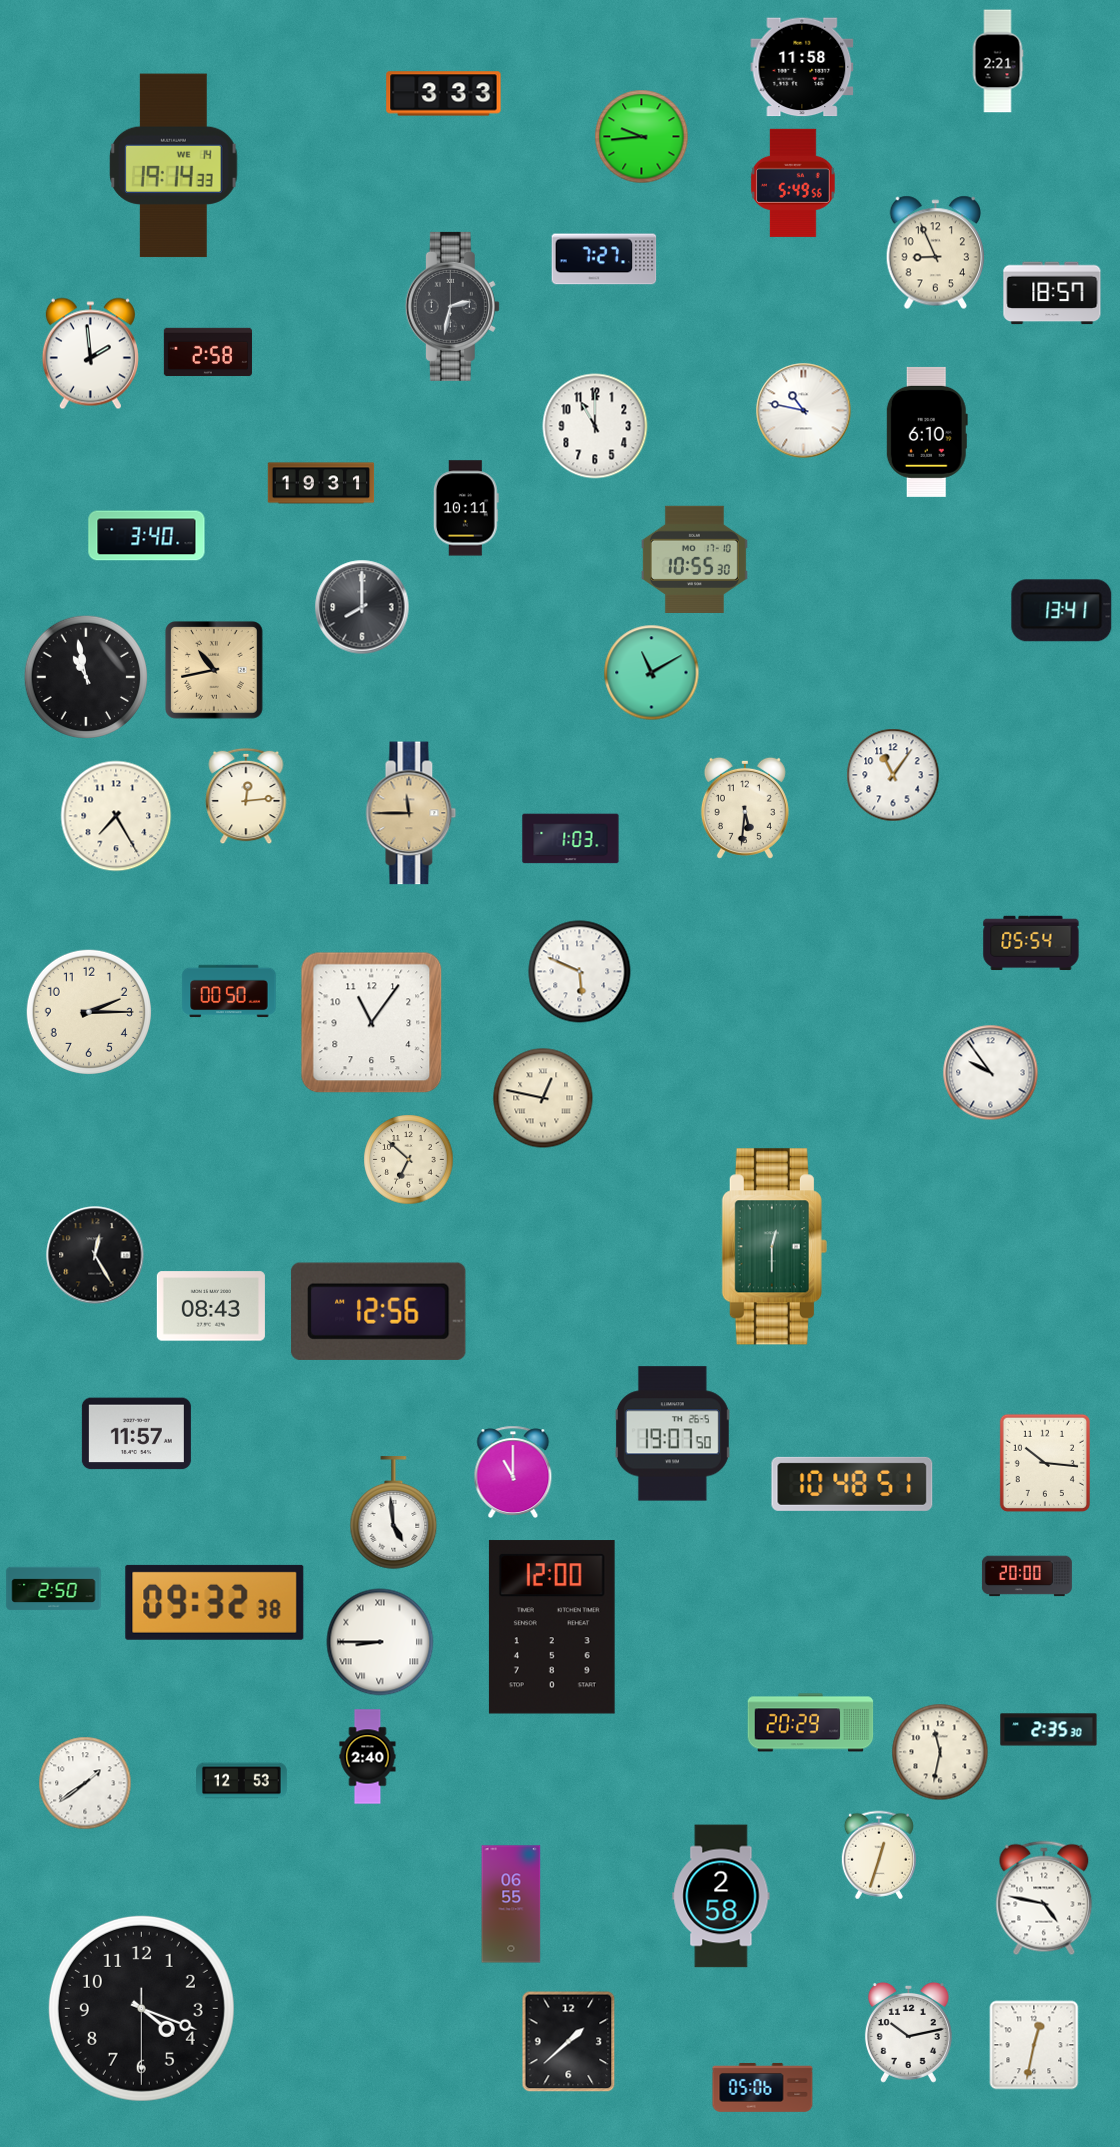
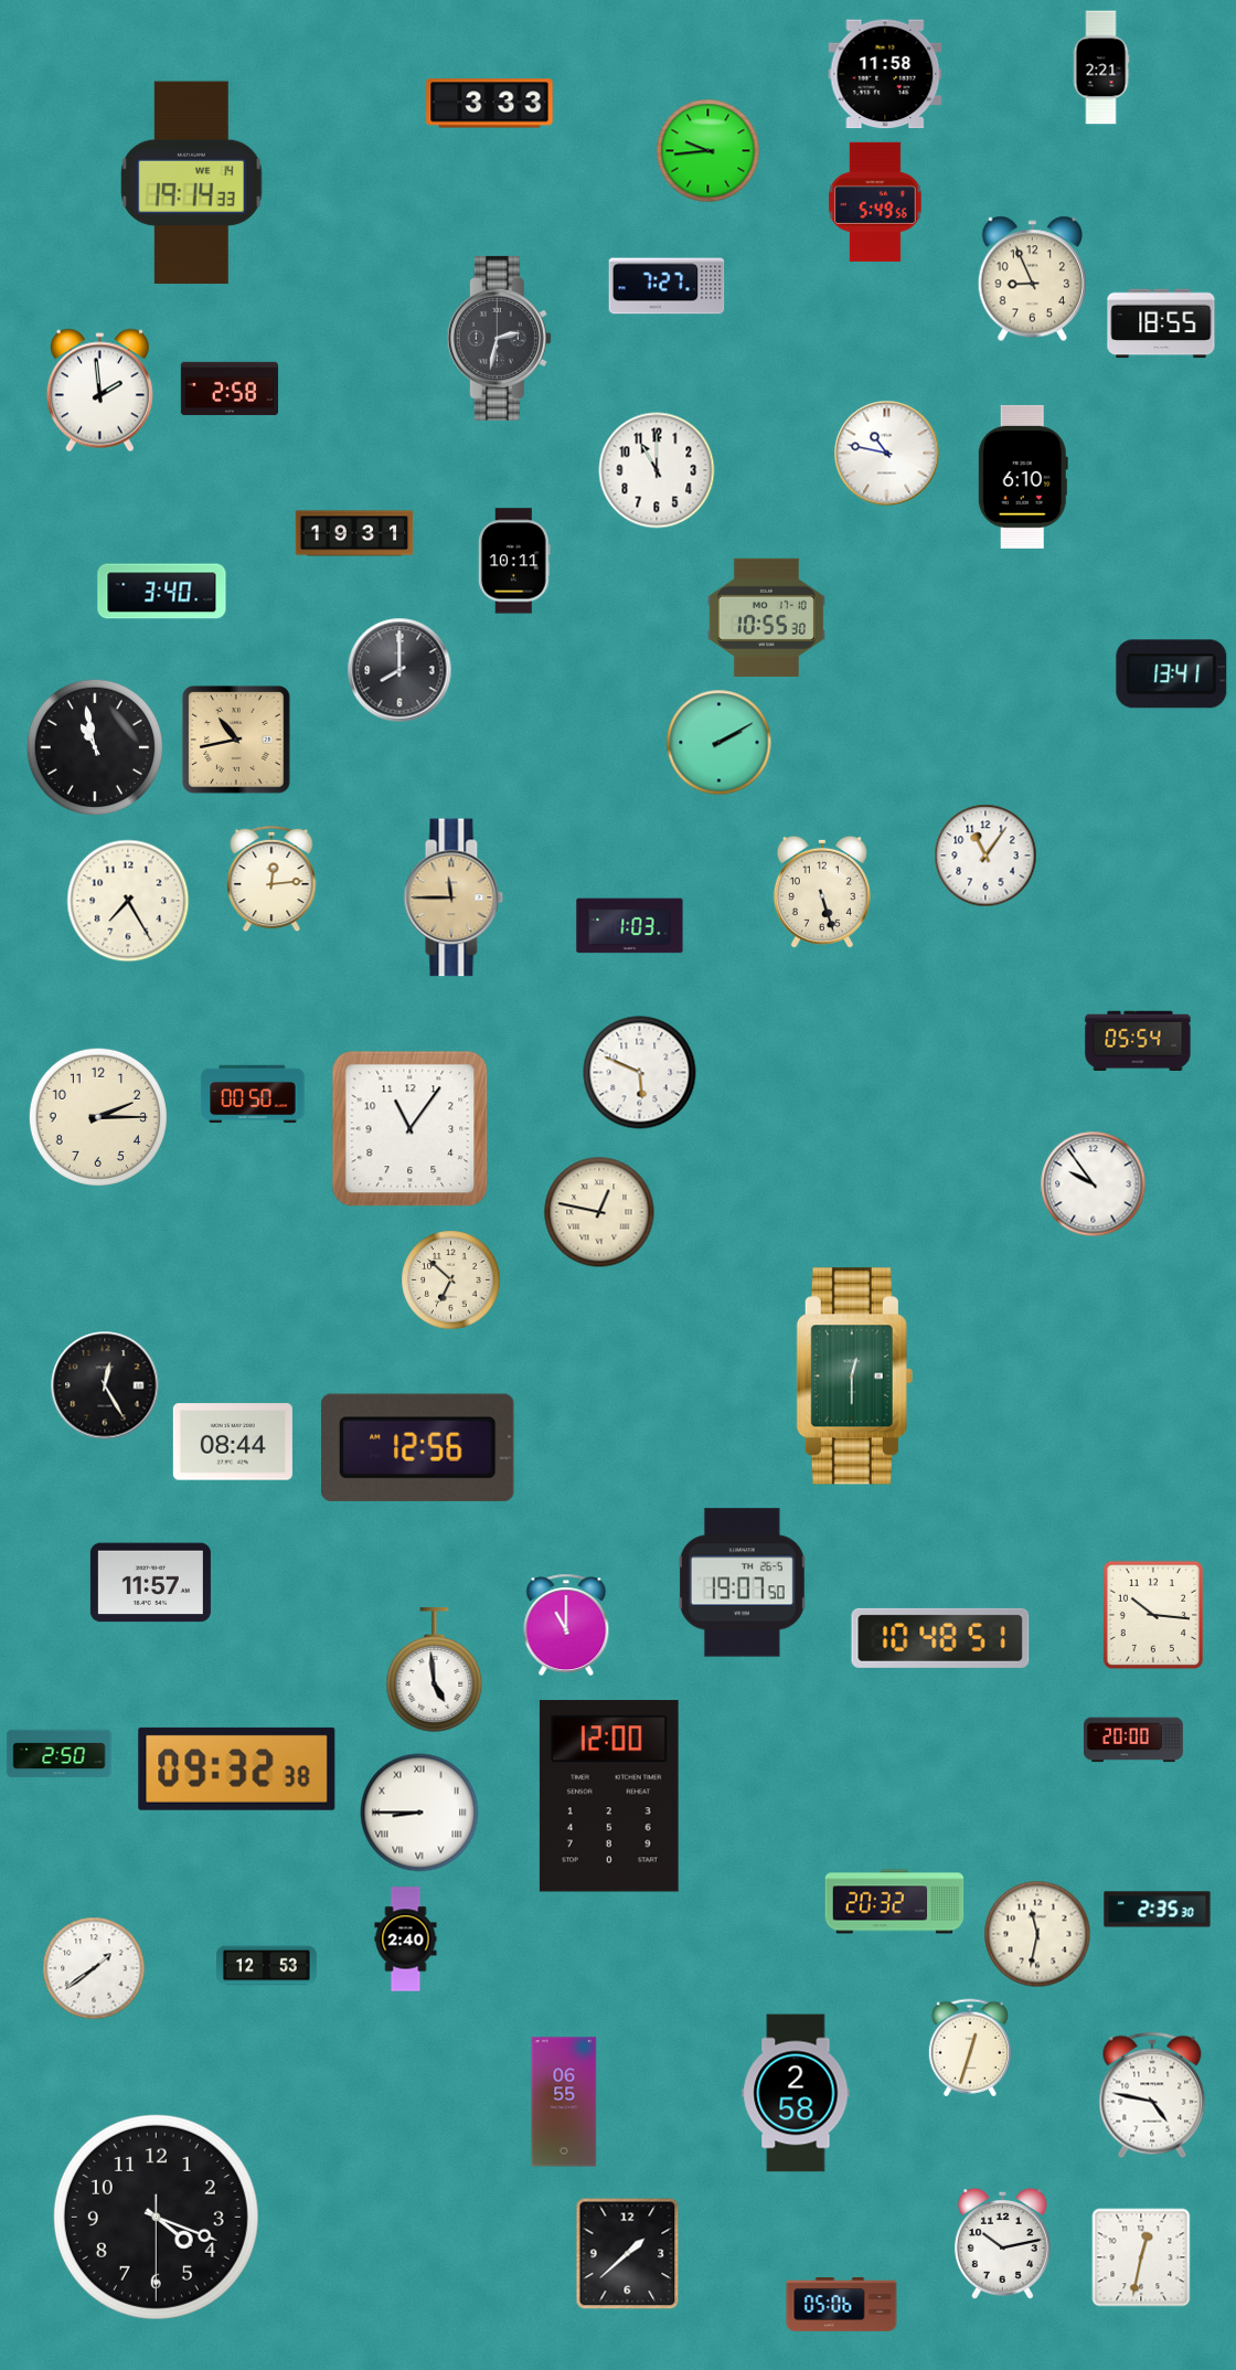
clock at (1052, 293): 18:57 -> 18:55
clock at (652, 673): 11:10 -> 2:10
clock at (745, 808): 5:31 -> 5:27
clock at (211, 1306): 08:43 -> 08:44
clock at (811, 1723): 20:29 -> 20:32
